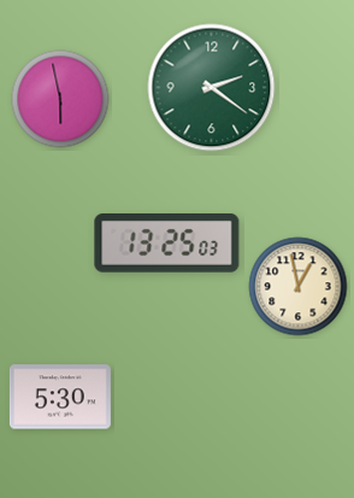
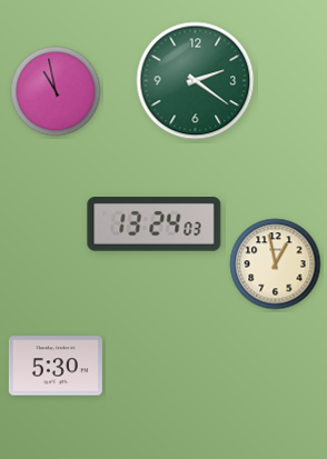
clock at (60, 99): 5:58 -> 10:58
clock at (167, 244): 13:25 -> 13:24
